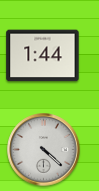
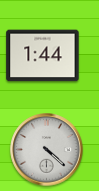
clock at (44, 150) position: (44, 150) -> (47, 150)
